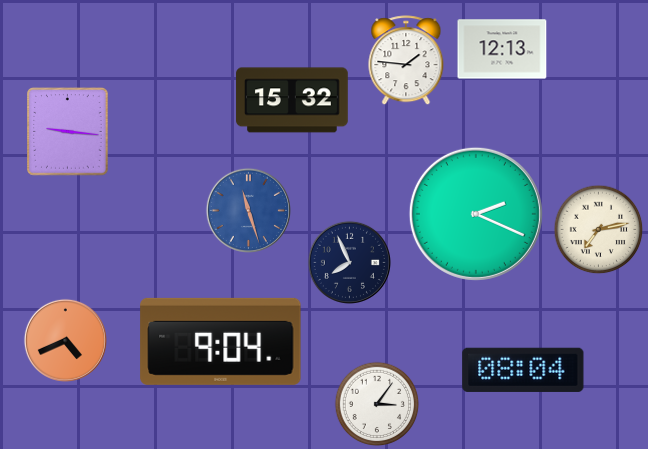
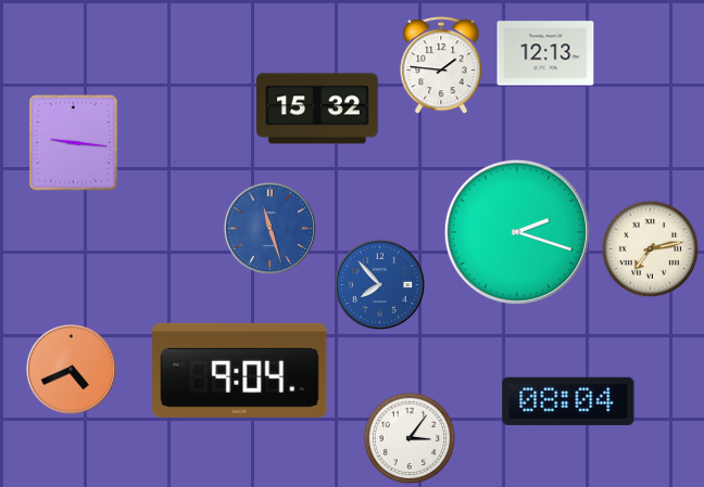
clock at (476, 214): 2:19 -> 2:18
clock at (349, 262): 7:56 -> 7:53
clock at (349, 262) dial: navy -> blue
